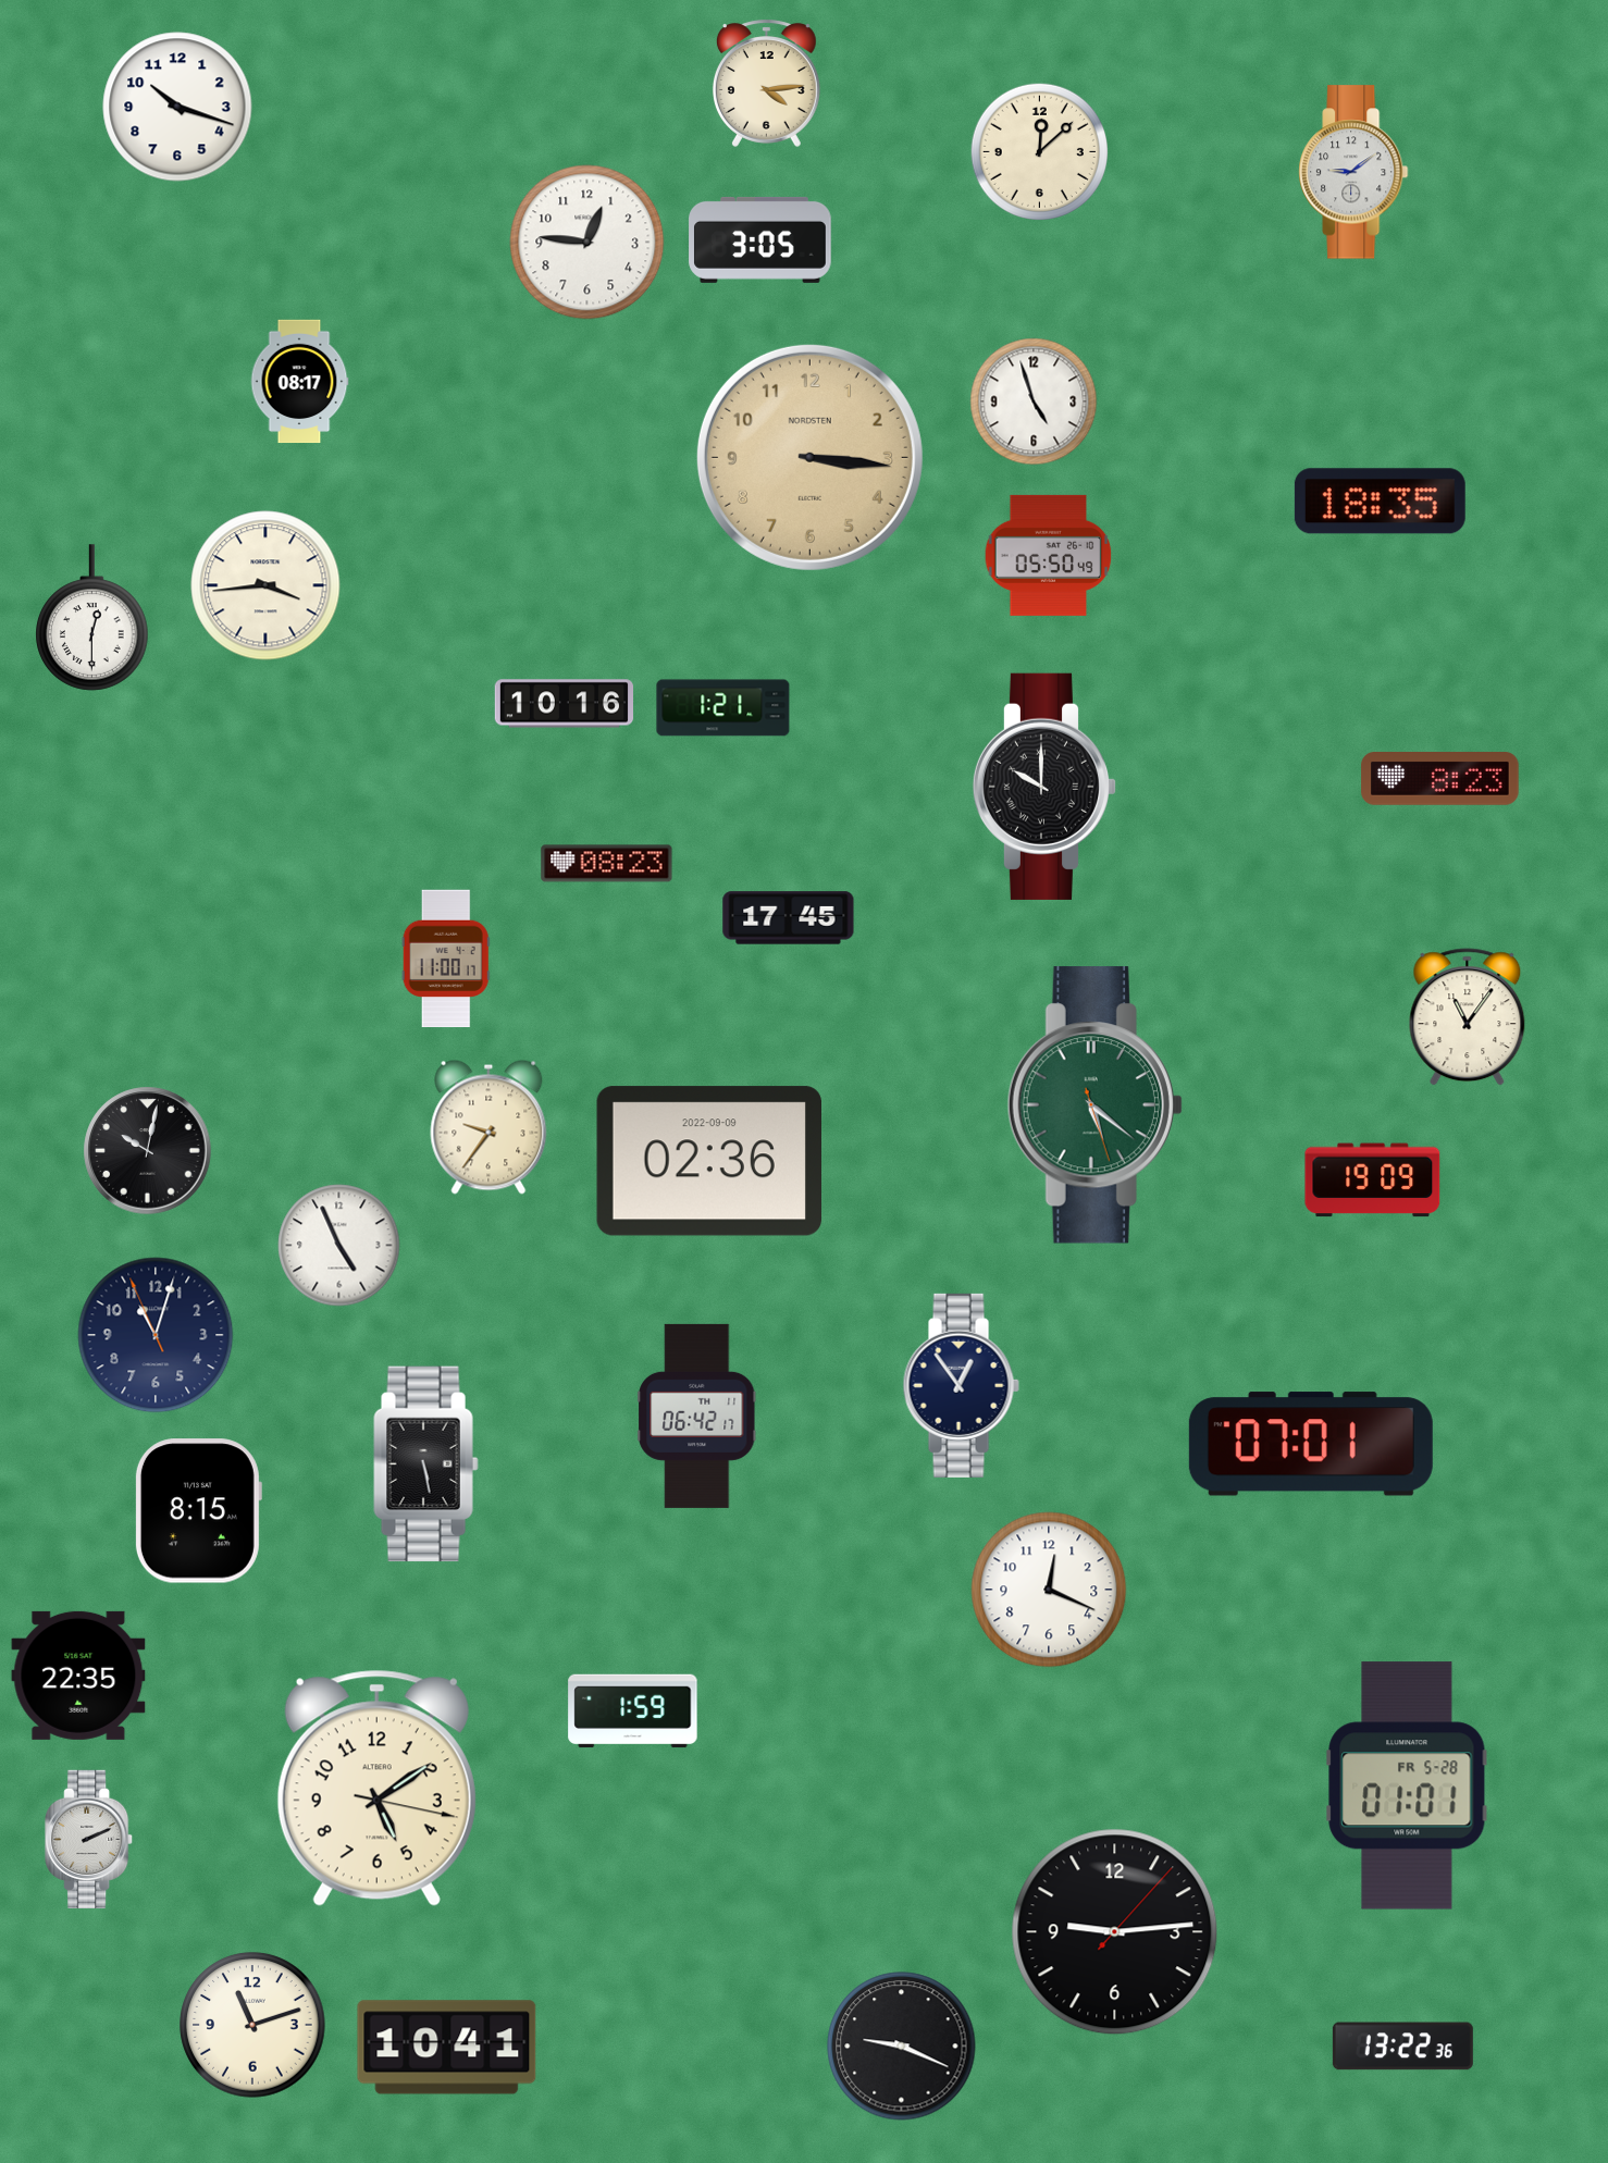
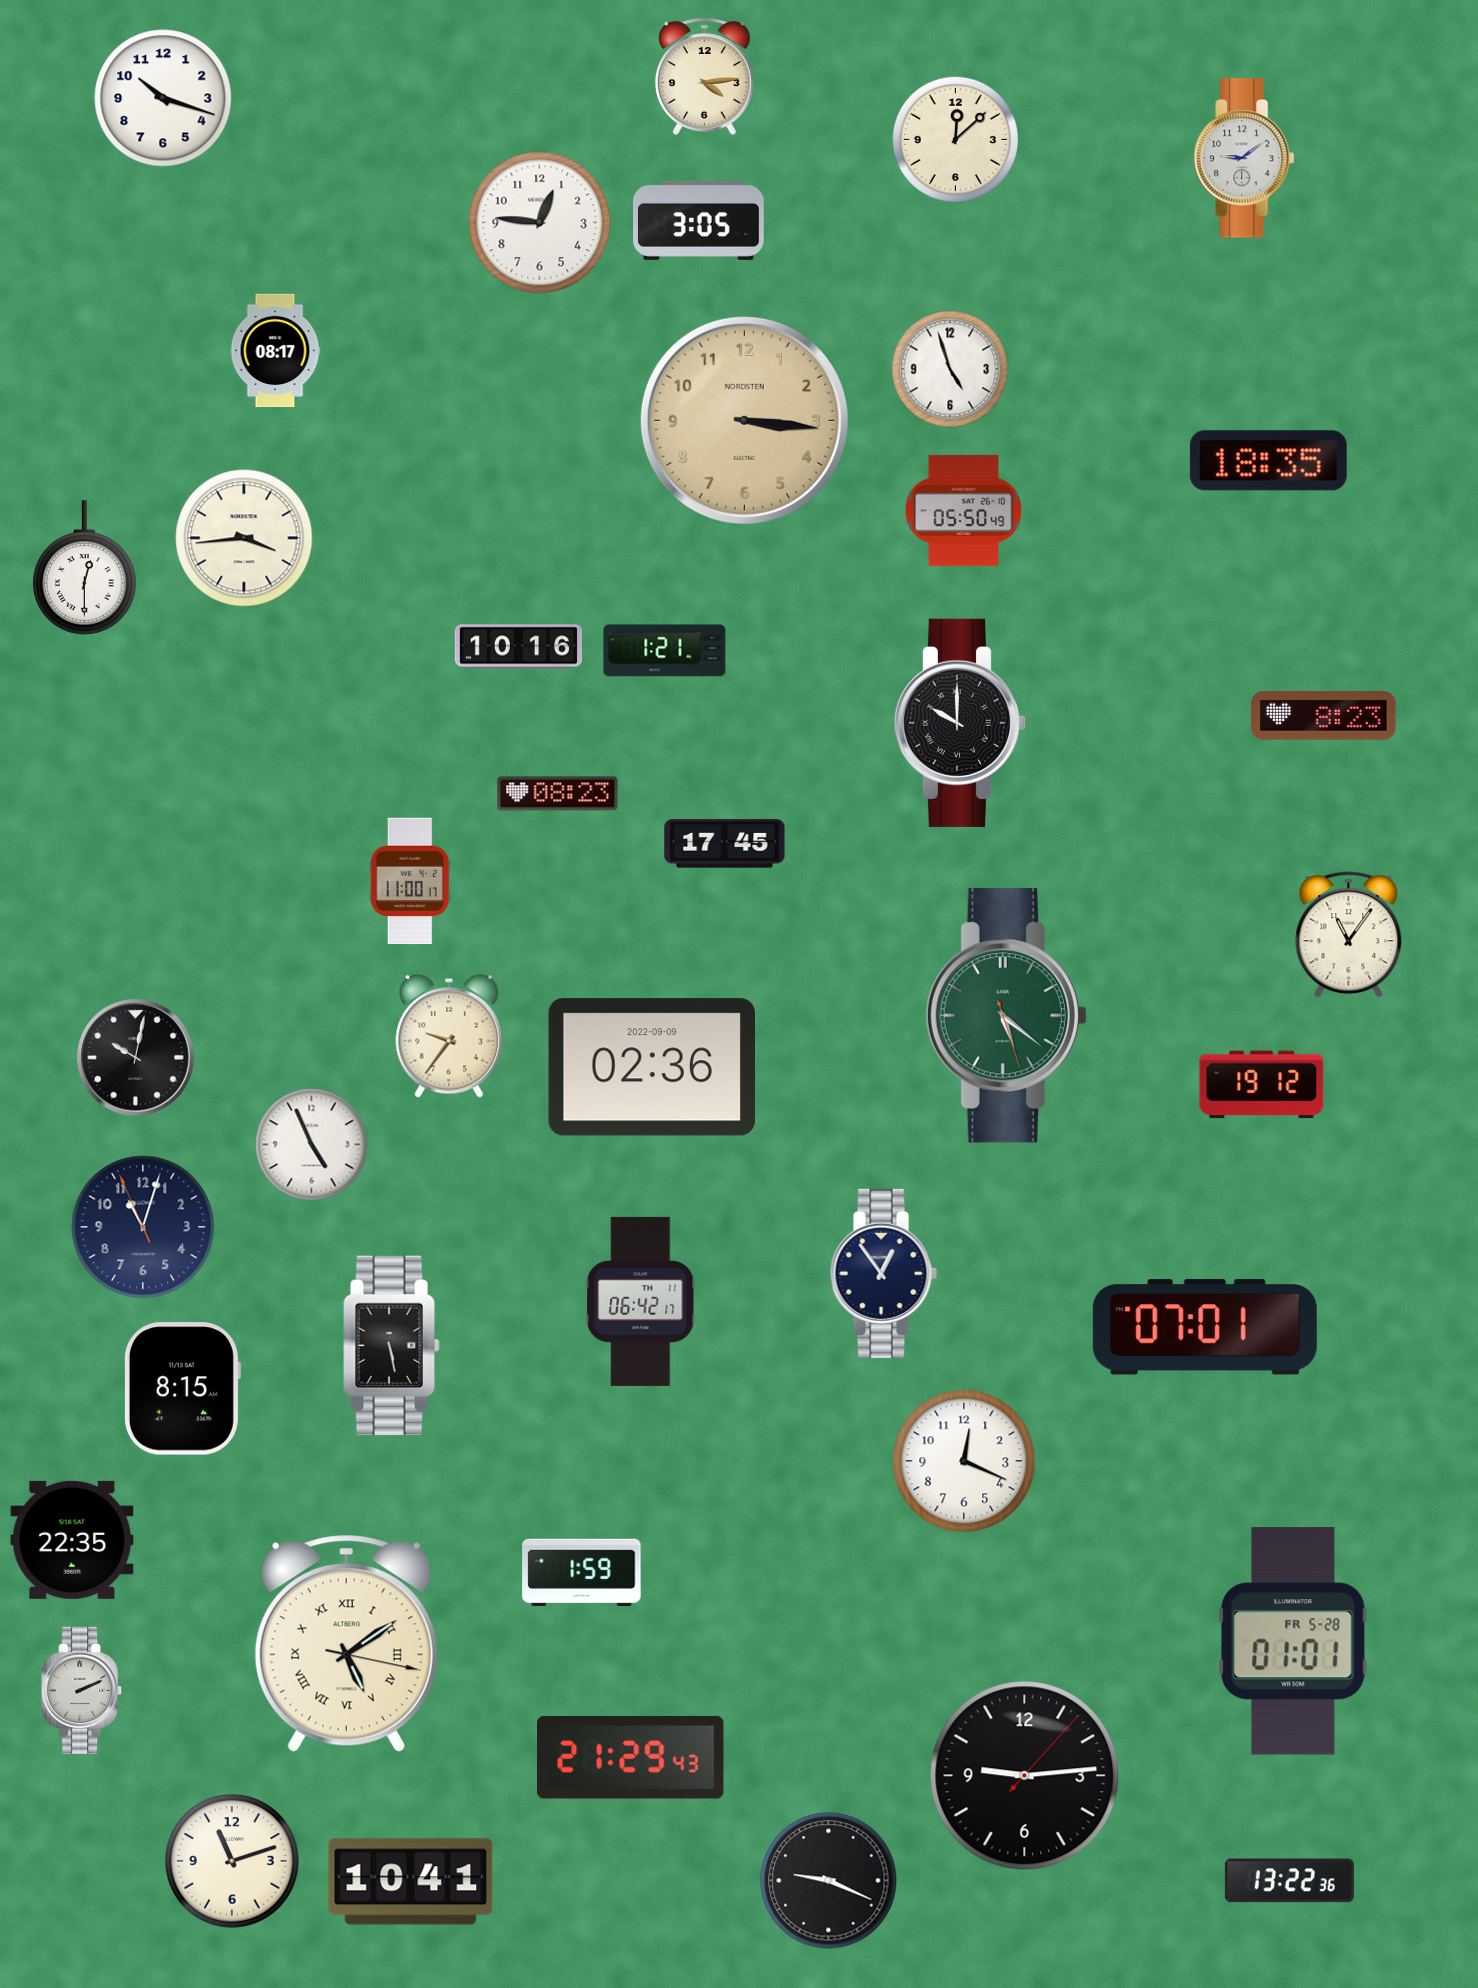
clock at (1373, 1181): 19:09 -> 19:12
clock at (376, 1788) numerals: Arabic -> Roman
clock at (631, 1757): none -> 21:29
